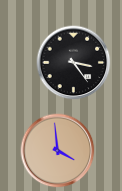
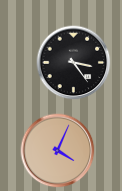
clock at (58, 151): 3:59 -> 4:04
